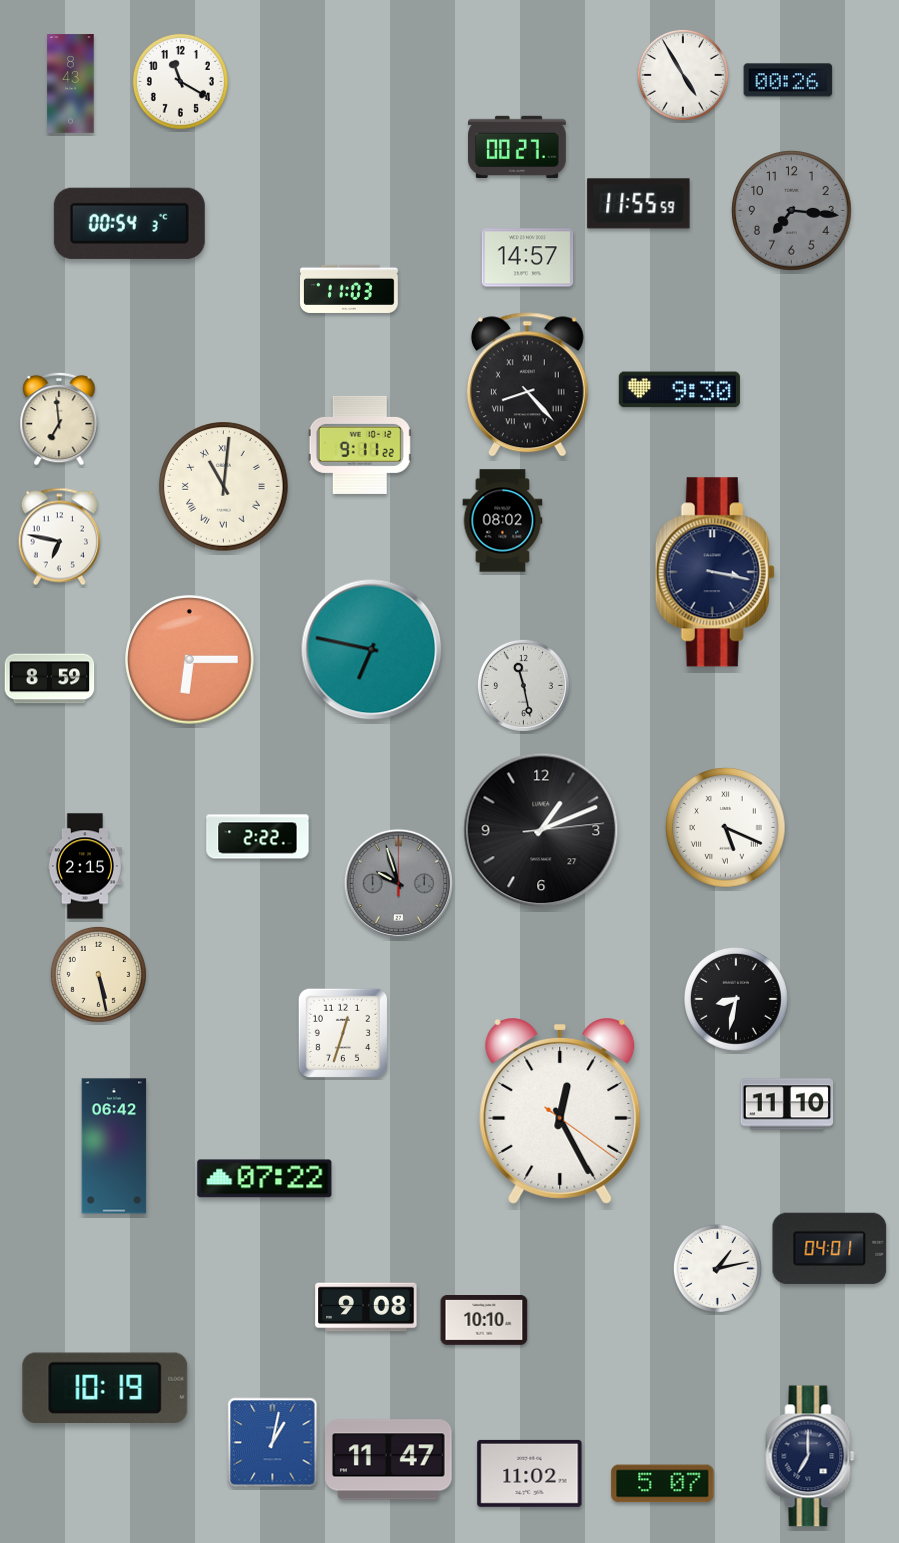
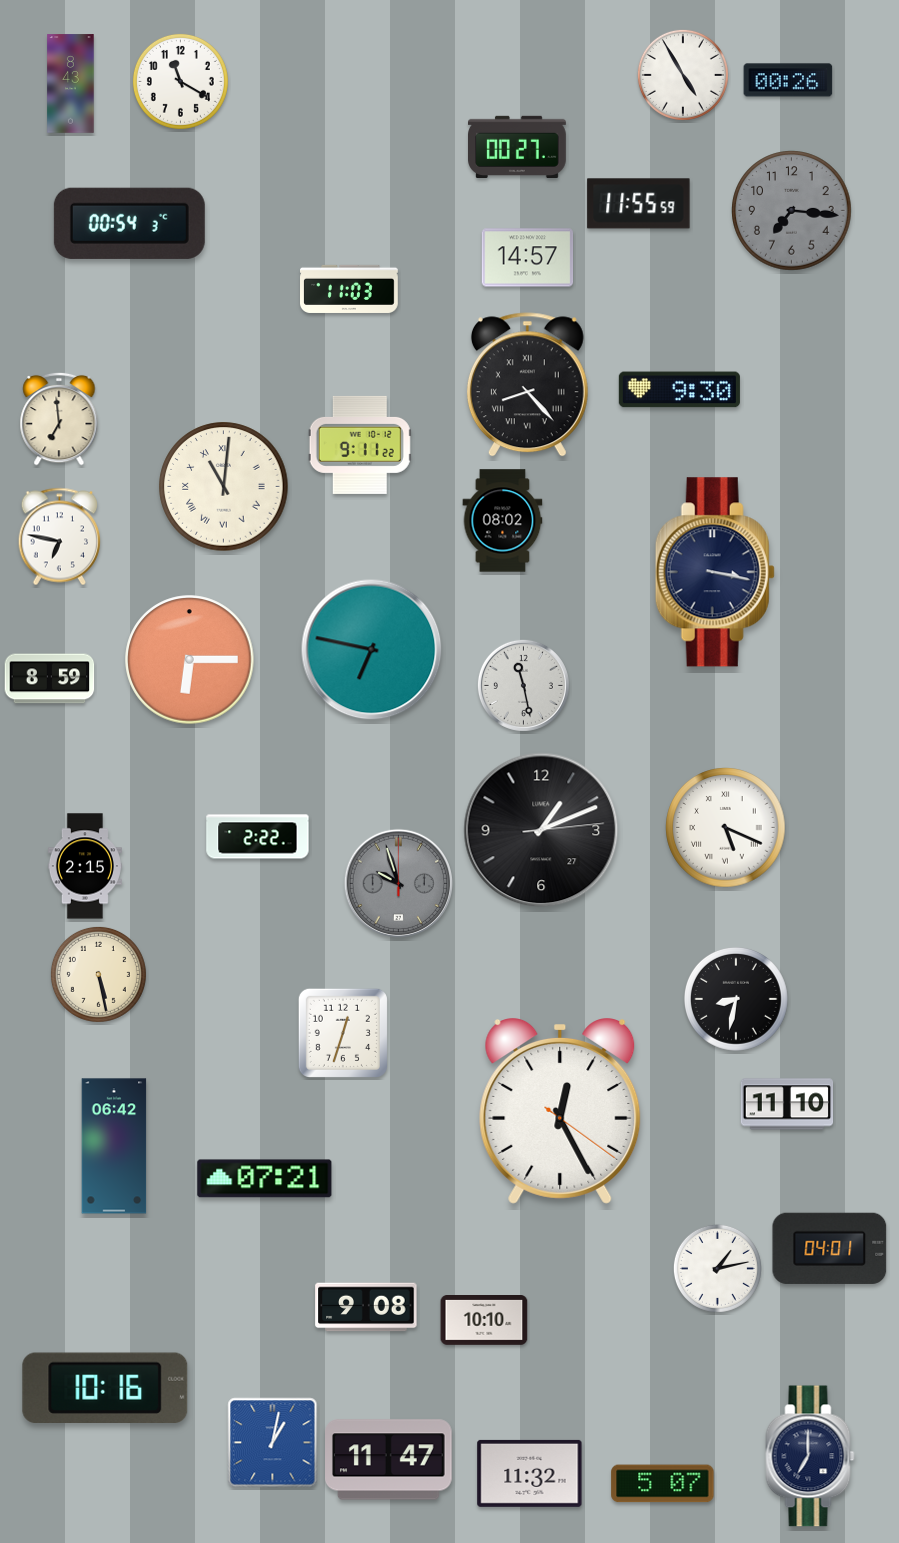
clock at (265, 1179): 07:22 -> 07:21
clock at (105, 1387): 10:19 -> 10:16
clock at (530, 1473): 11:02 -> 11:32
